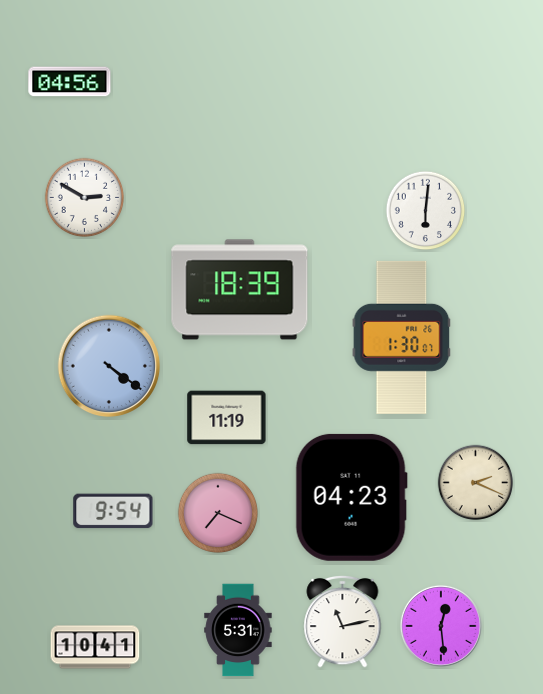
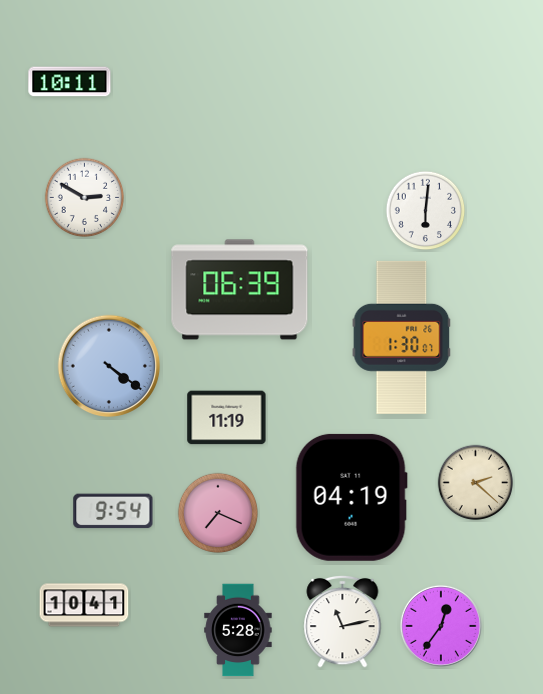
clock at (70, 82): 04:56 -> 10:11
clock at (240, 290): 18:39 -> 06:39
clock at (476, 483): 2:19 -> 2:22
clock at (351, 497): 04:23 -> 04:19
clock at (441, 626): 12:29 -> 12:36
clock at (238, 630): 5:31 -> 5:28
clock at (95, 647) position: (95, 647) -> (84, 605)
